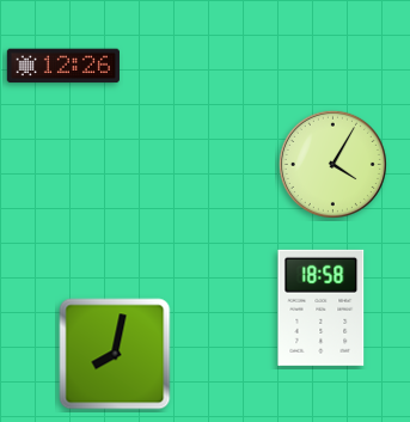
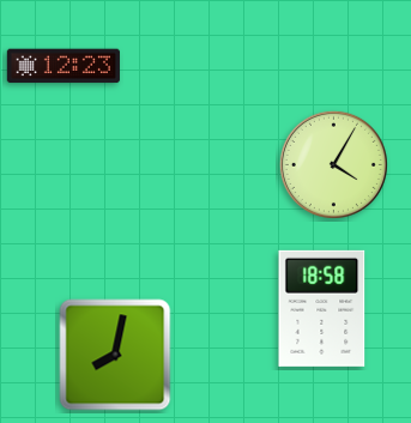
clock at (63, 66): 12:26 -> 12:23
